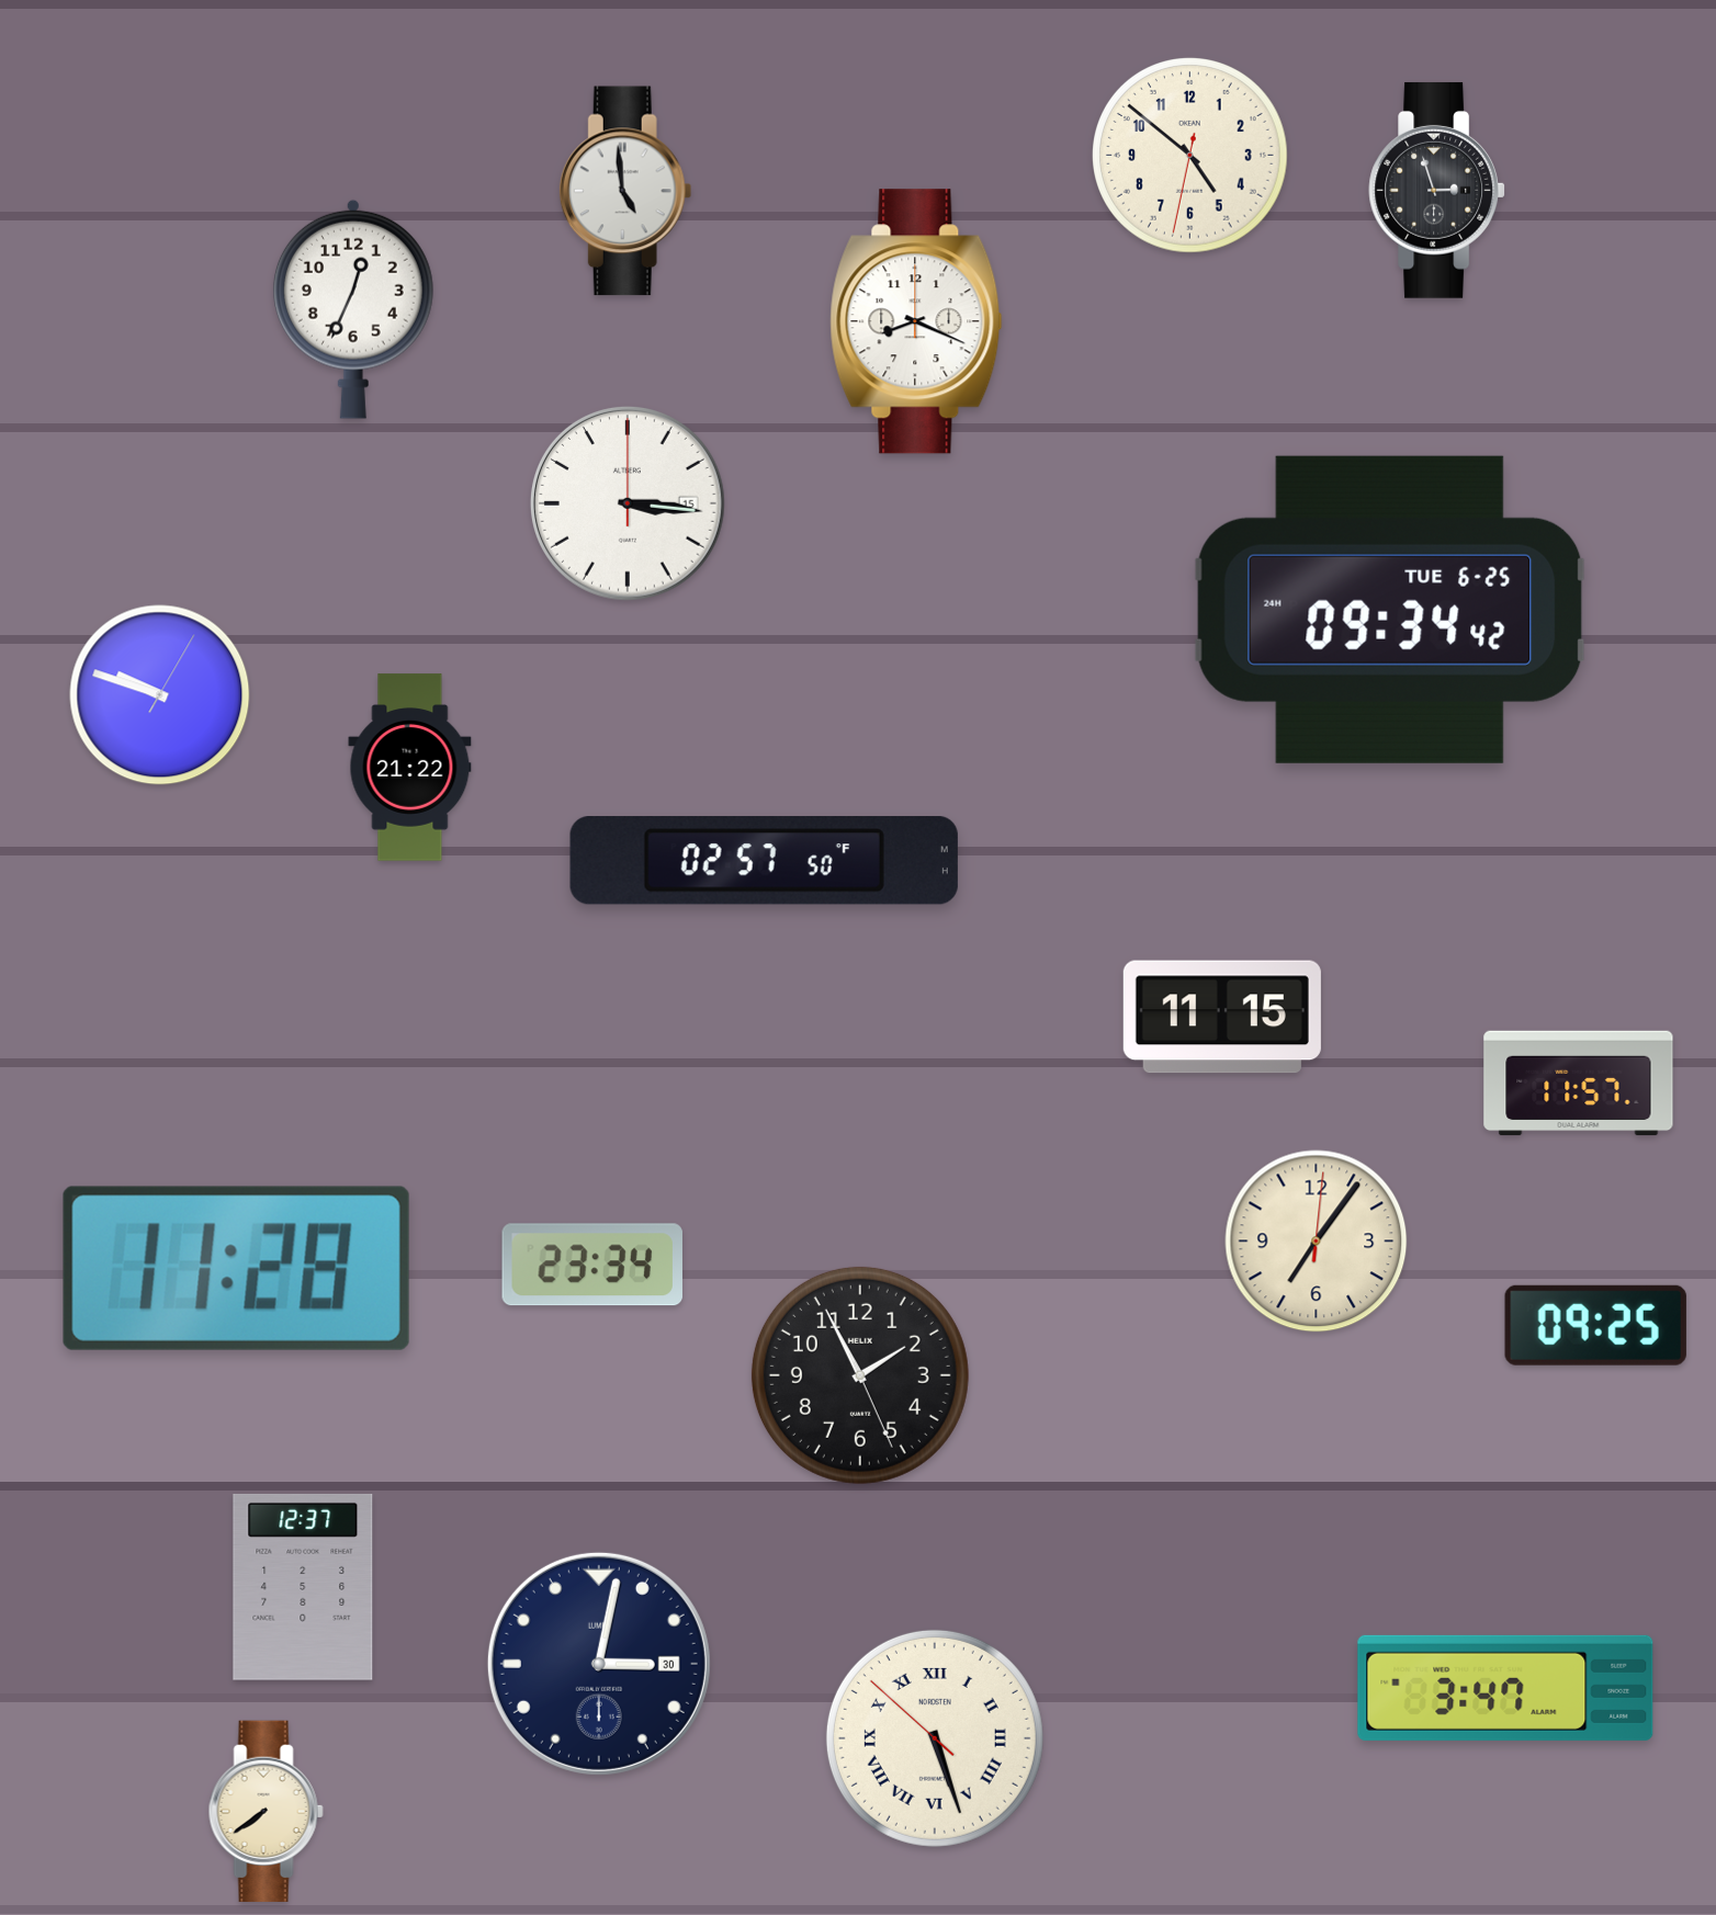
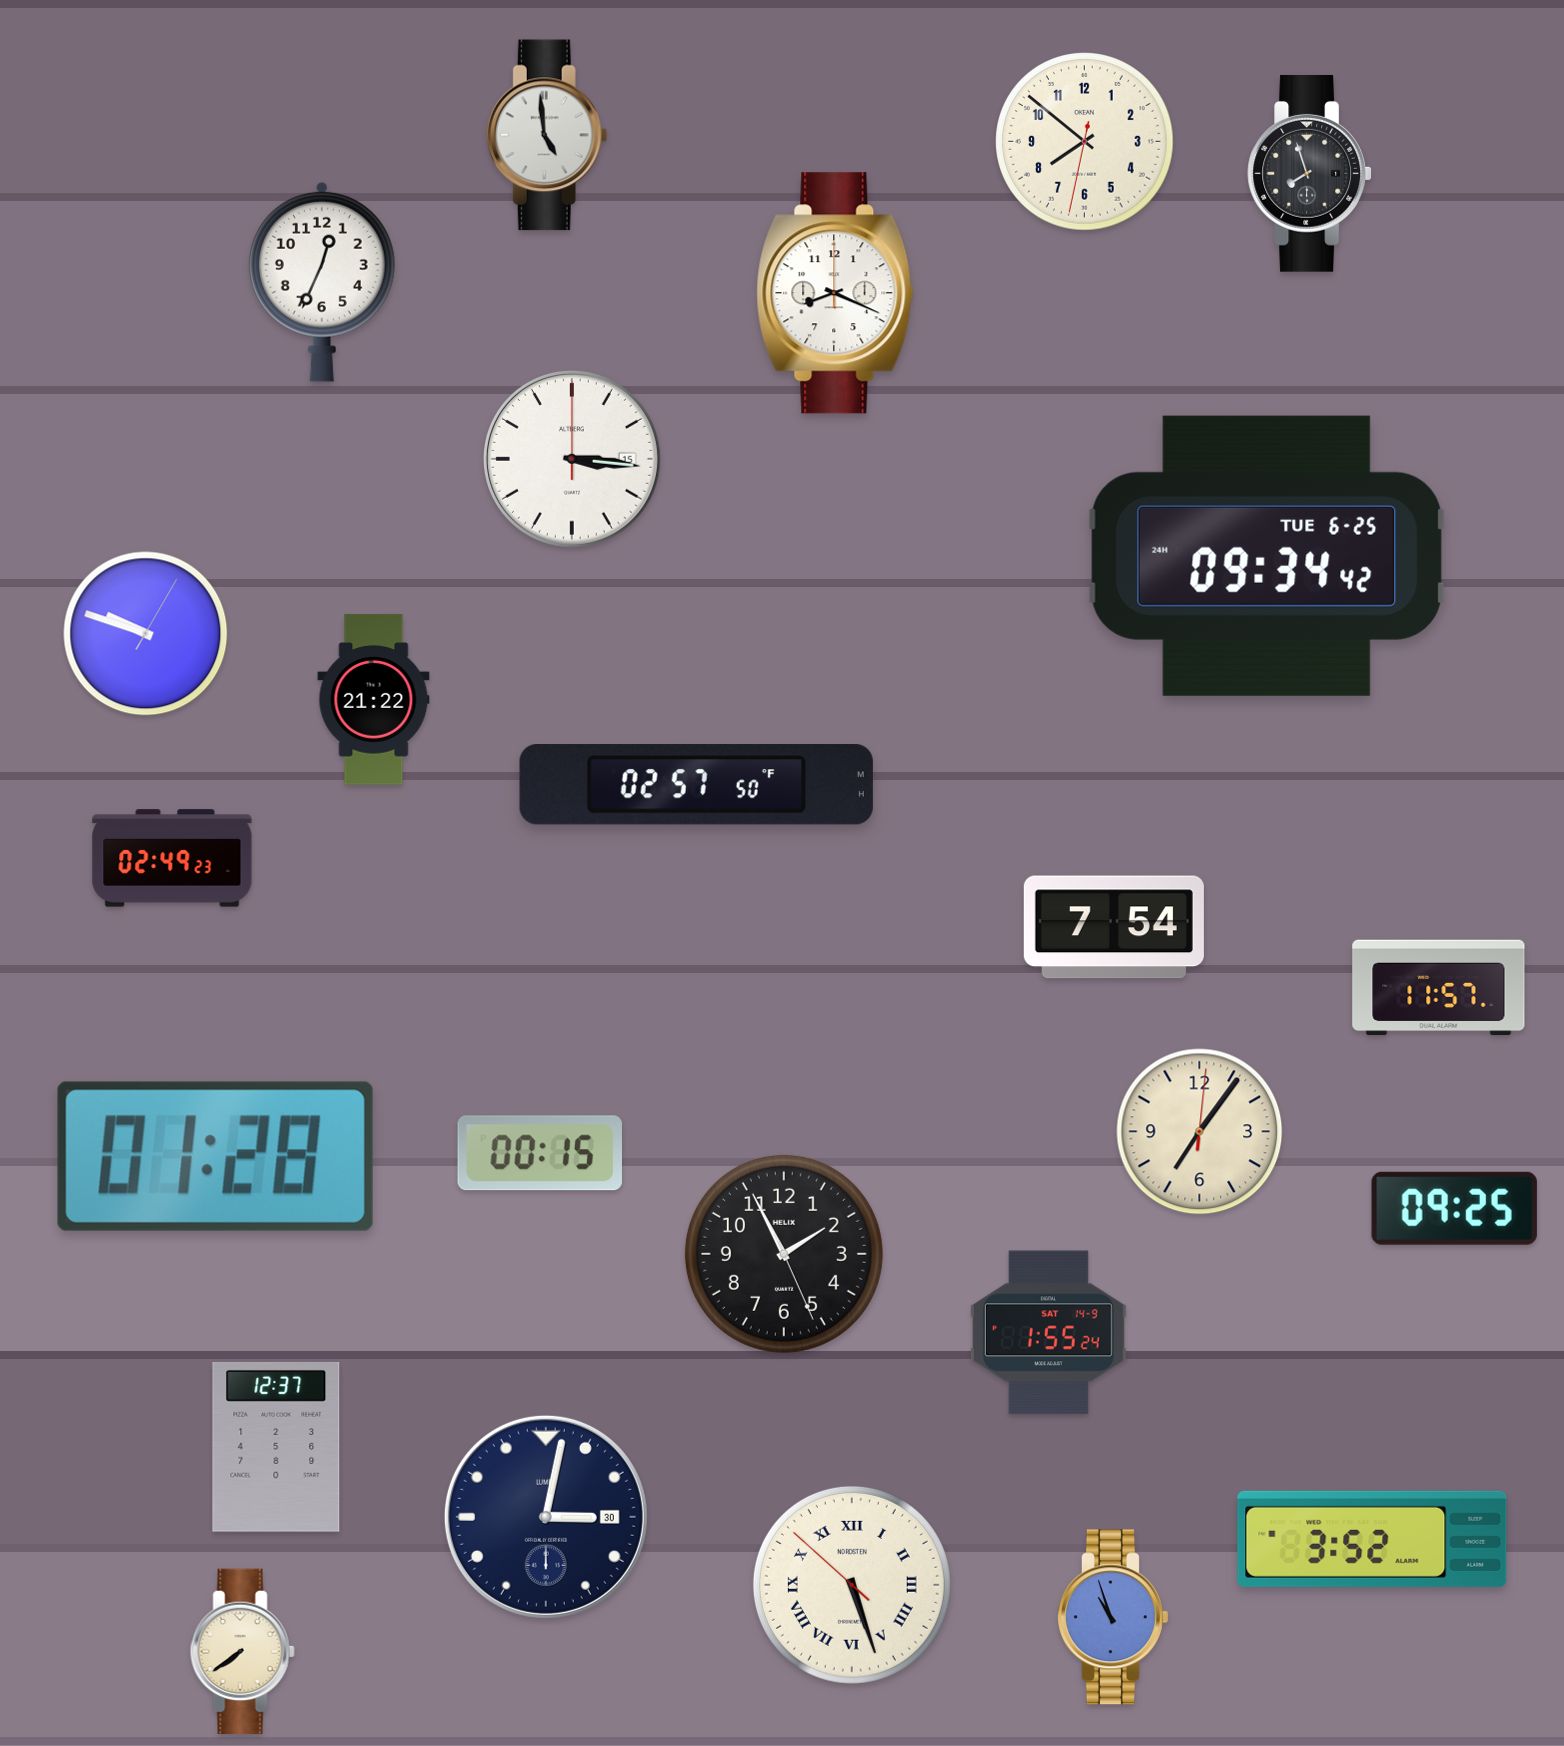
clock at (1190, 156): 4:51 -> 7:51
clock at (1436, 190): 2:57 -> 7:57
clock at (625, 191) position: (625, 191) -> (547, 135)
clock at (172, 858): none -> 02:49
clock at (1222, 1017): 11:15 -> 7:54
clock at (592, 1265): 23:34 -> 00:15
clock at (236, 1268): 11:28 -> 01:28
clock at (1048, 1333): none -> 1:55
clock at (1505, 1688): 3:47 -> 3:52
clock at (1112, 1617): none -> 10:57
